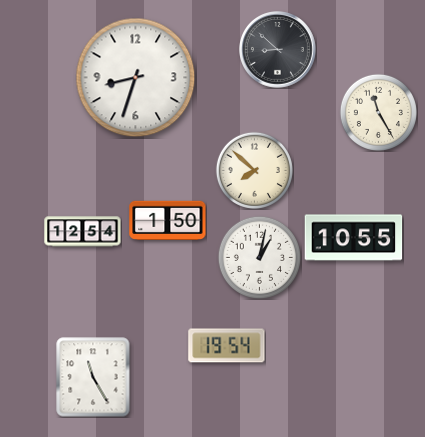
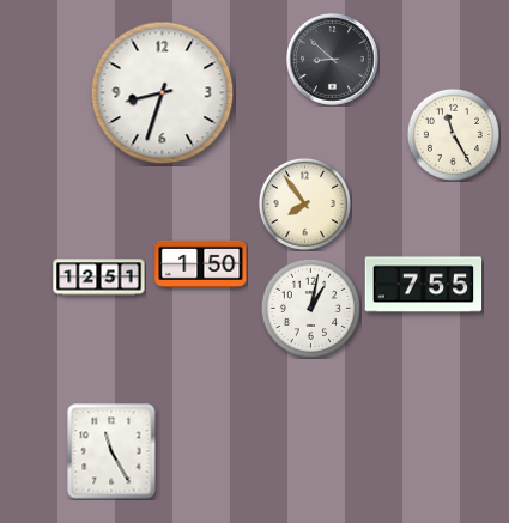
clock at (254, 170): 7:52 -> 7:54
clock at (83, 232): 12:54 -> 12:51
clock at (354, 238): 10:55 -> 7:55
clock at (227, 346): 19:54 -> none
